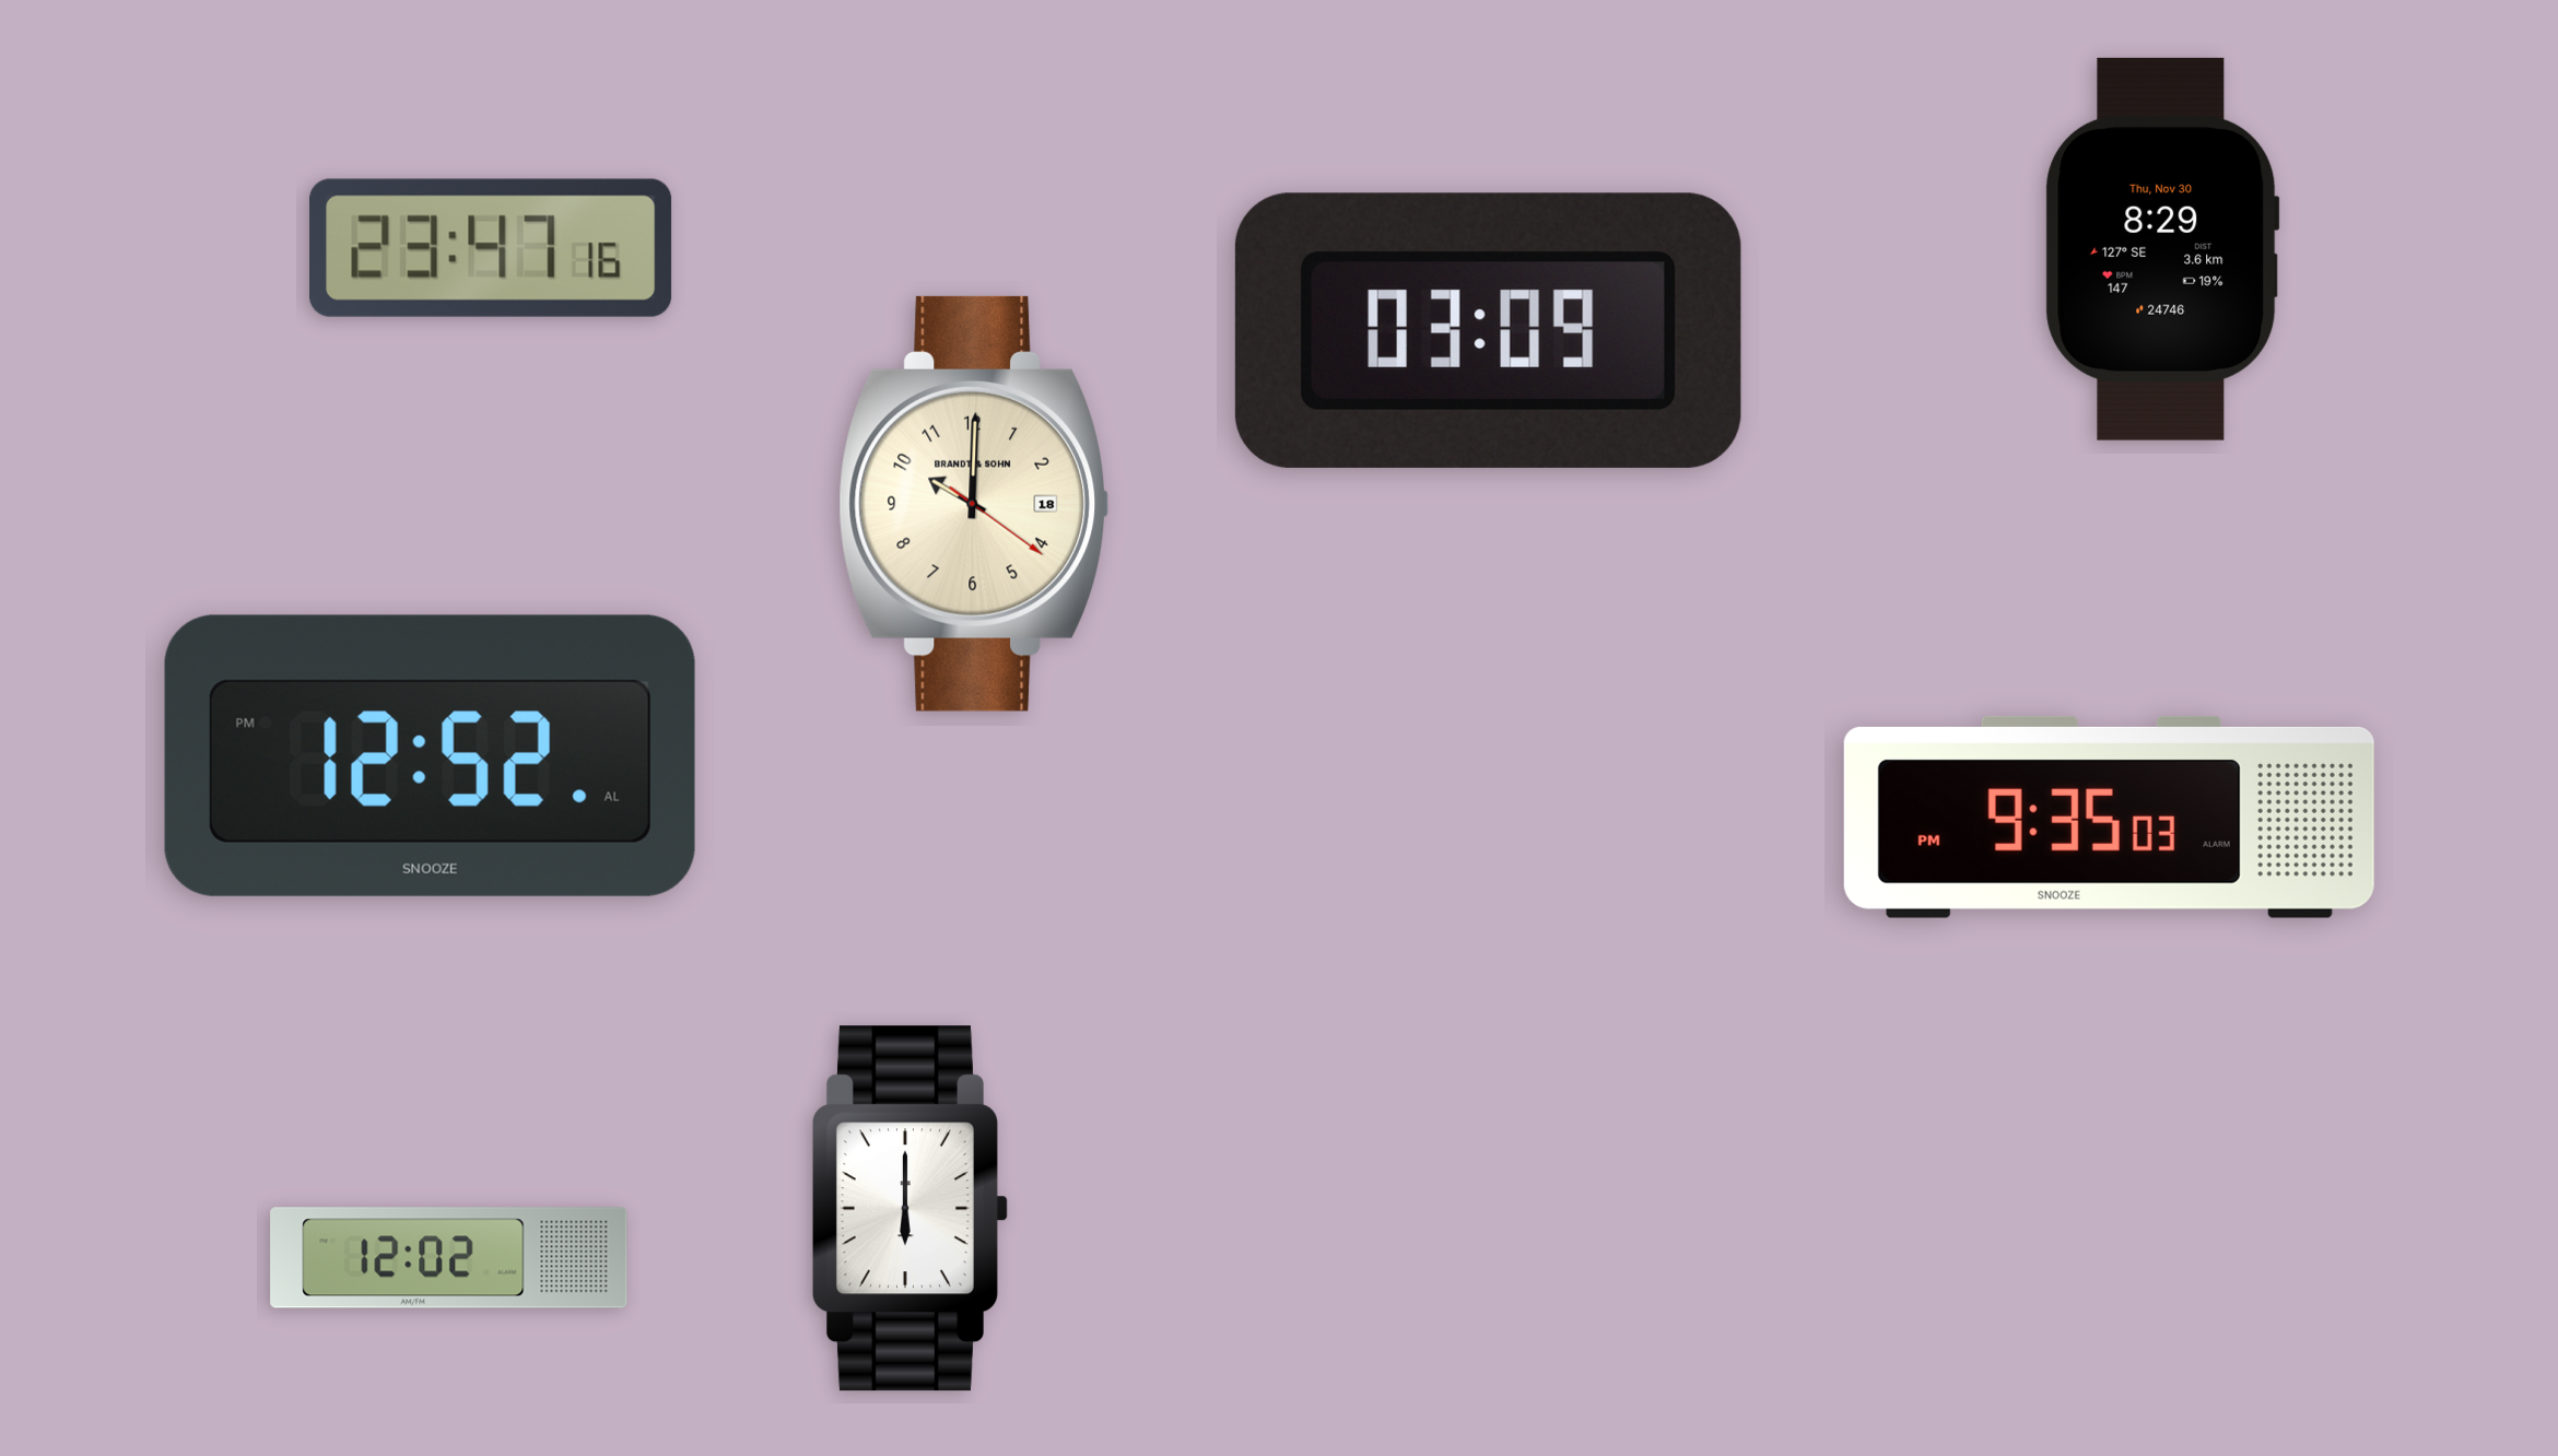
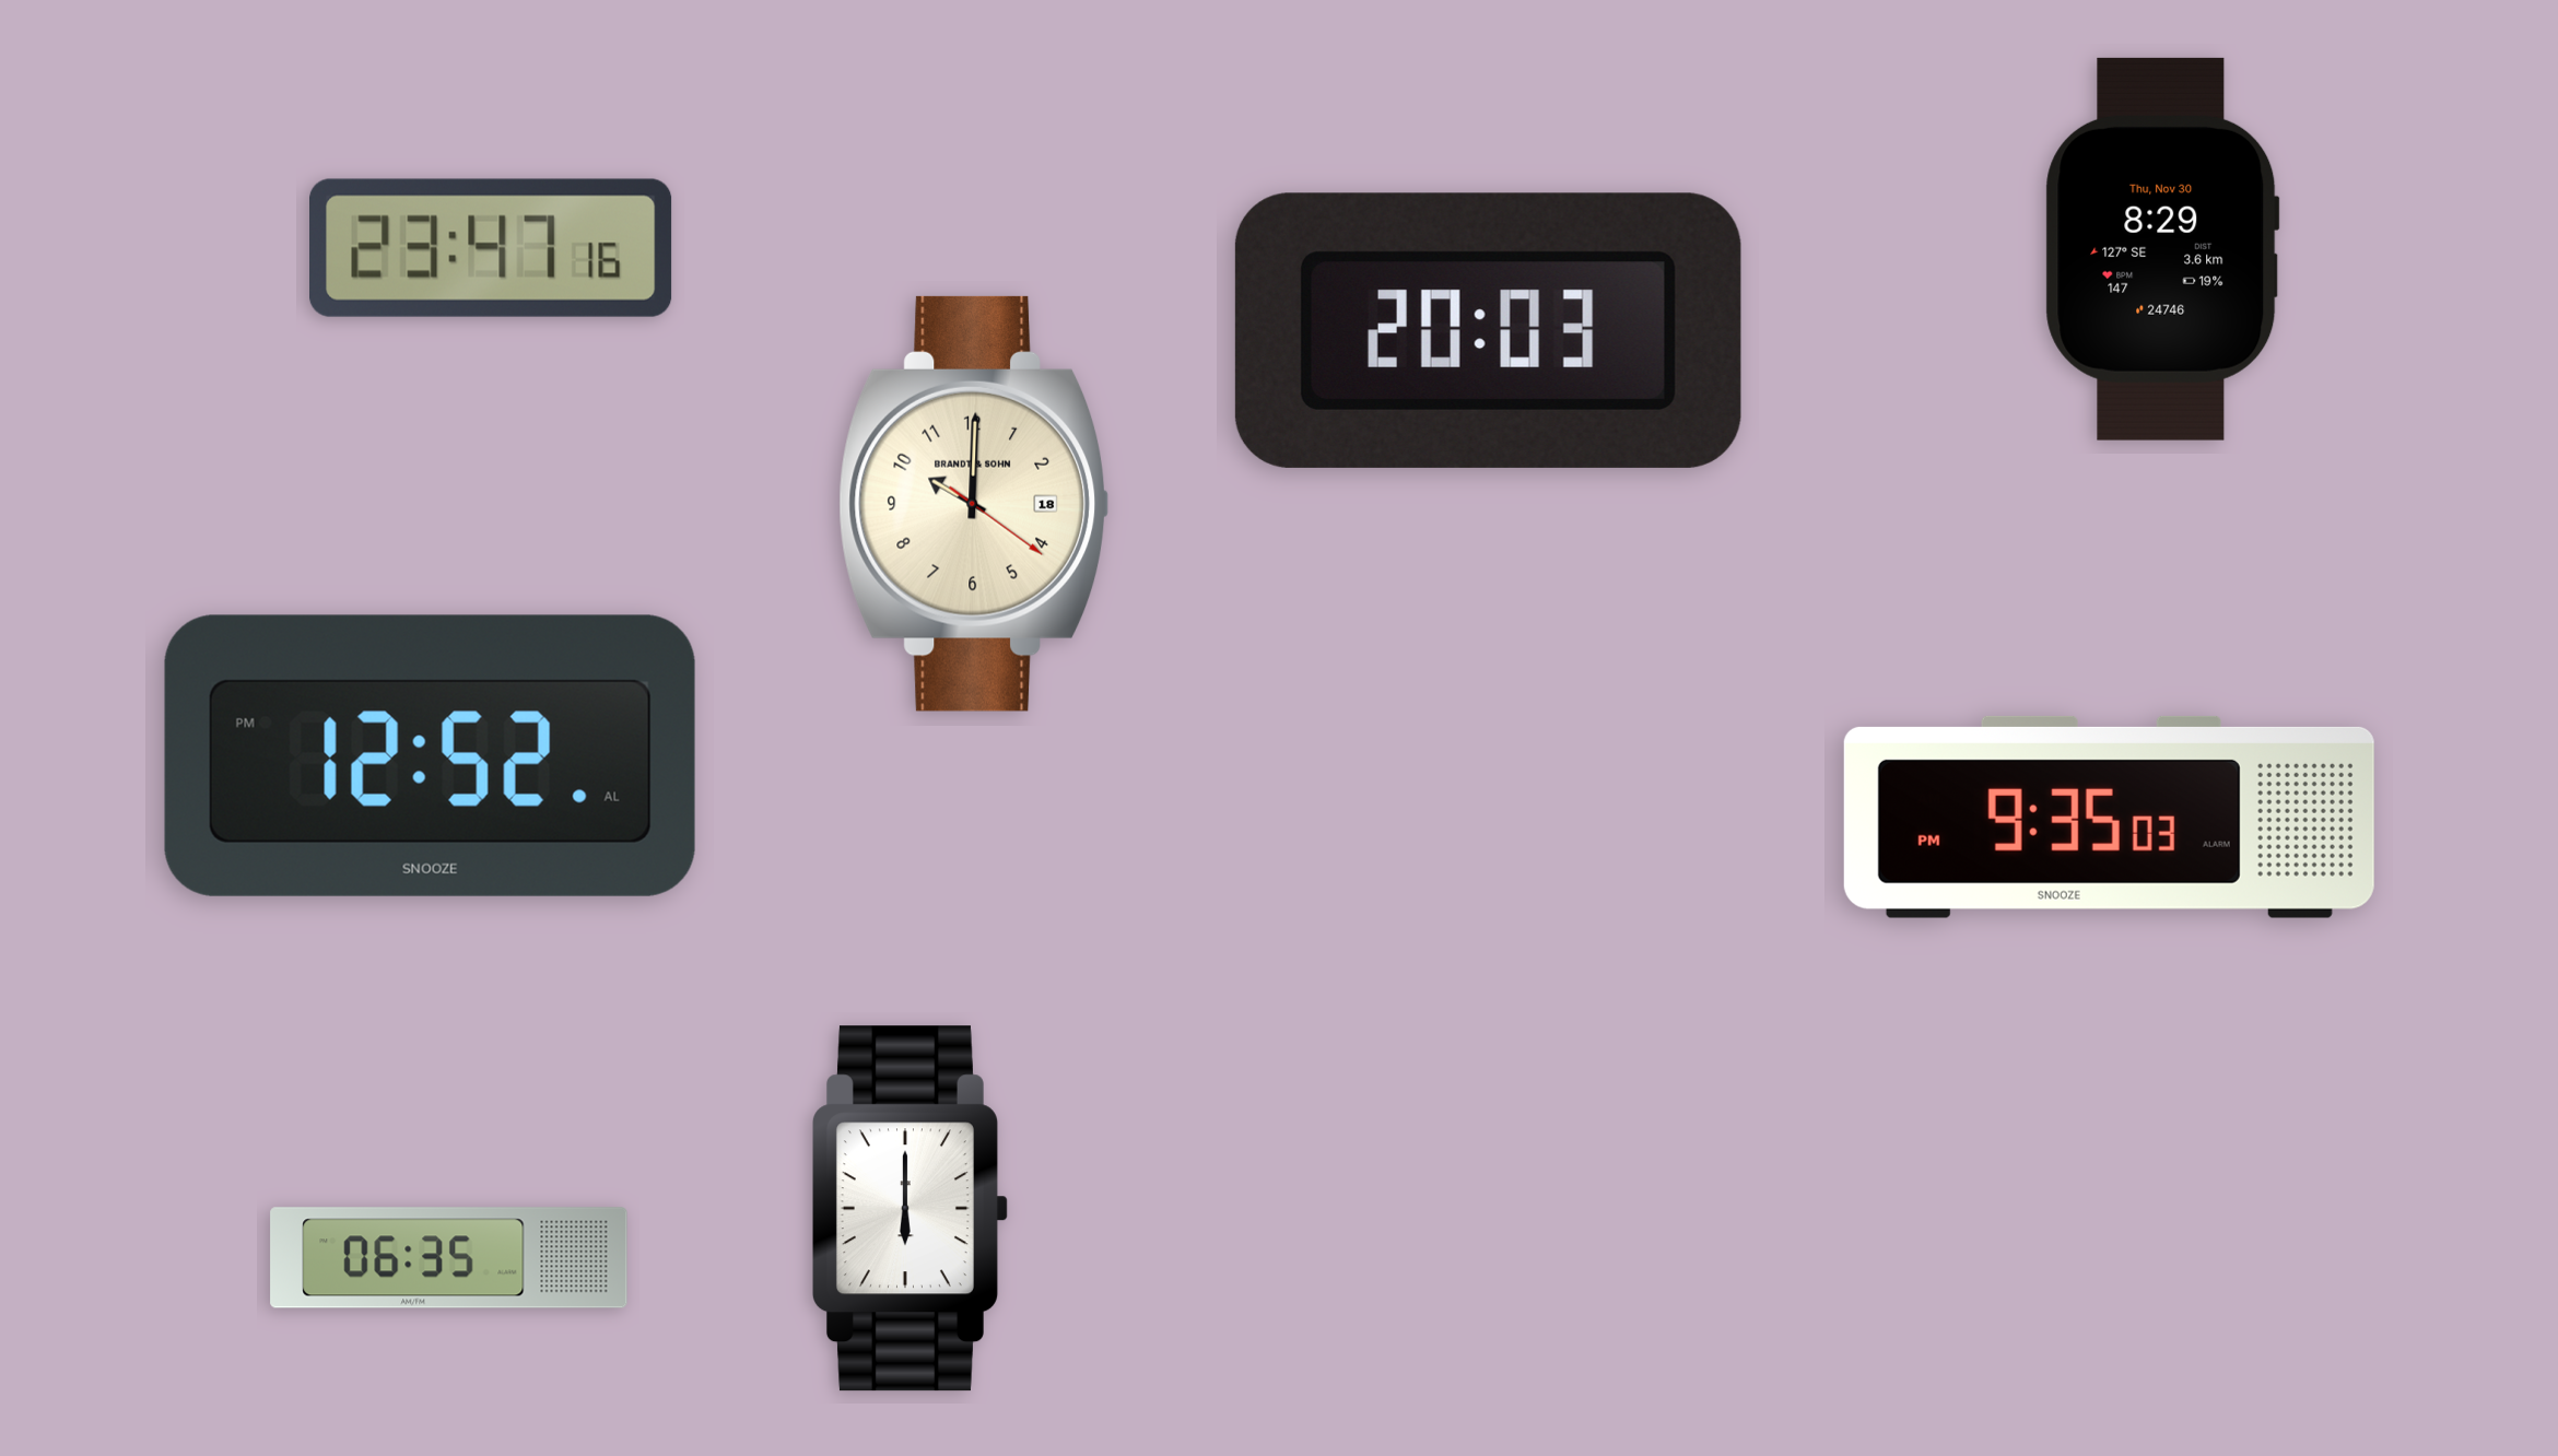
clock at (1488, 330): 03:09 -> 20:03
clock at (449, 1258): 12:02 -> 06:35
